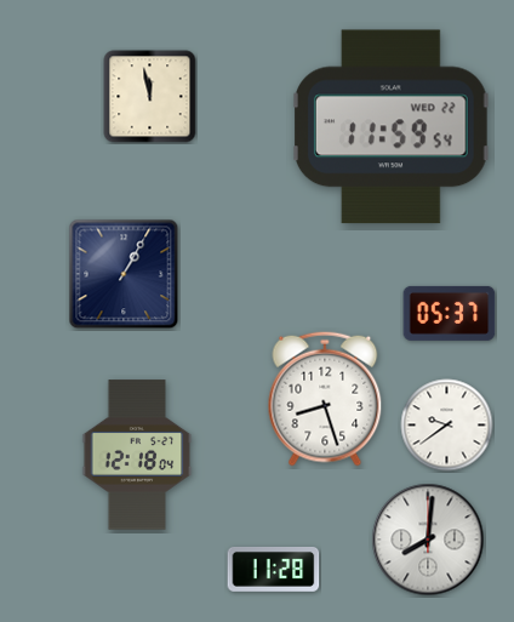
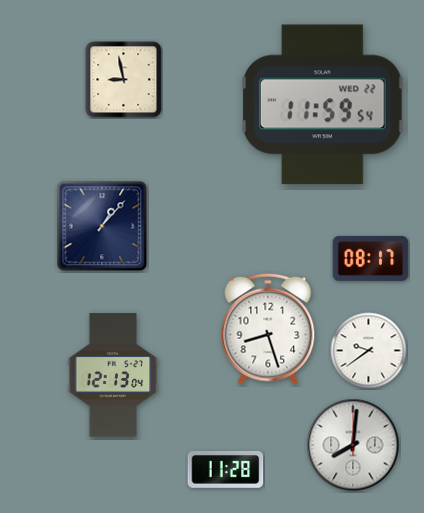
clock at (150, 97): 11:58 -> 8:58
clock at (124, 274): 1:05 -> 1:07
clock at (450, 313): 05:37 -> 08:17
clock at (137, 455): 12:18 -> 12:13
